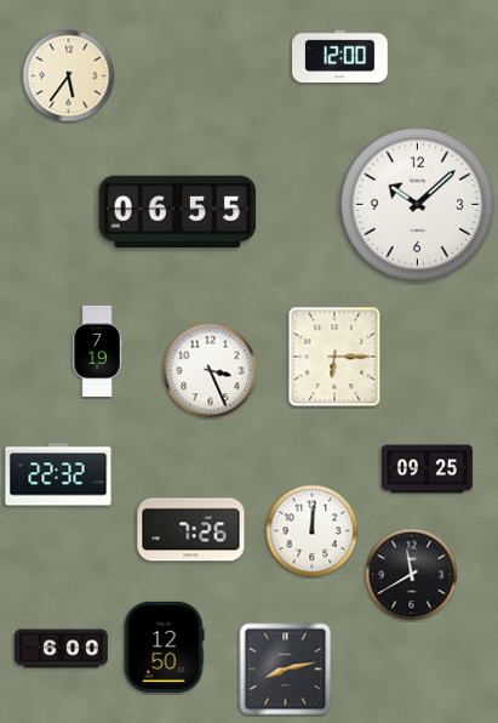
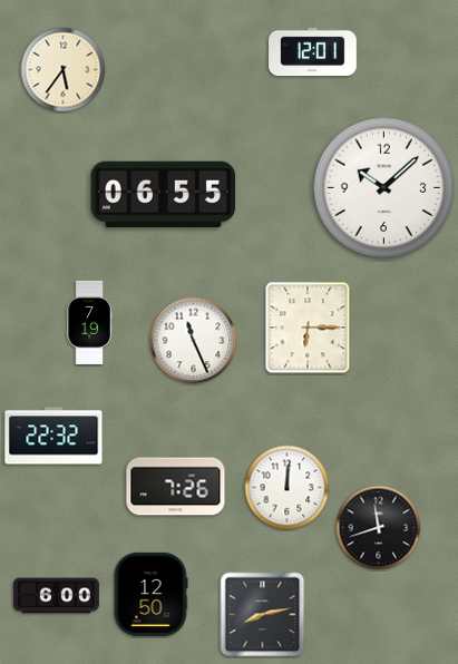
clock at (340, 57): 12:00 -> 12:01
clock at (211, 371): 3:26 -> 11:26
clock at (427, 469): 09:25 -> none
clock at (412, 575): 11:40 -> 11:42
